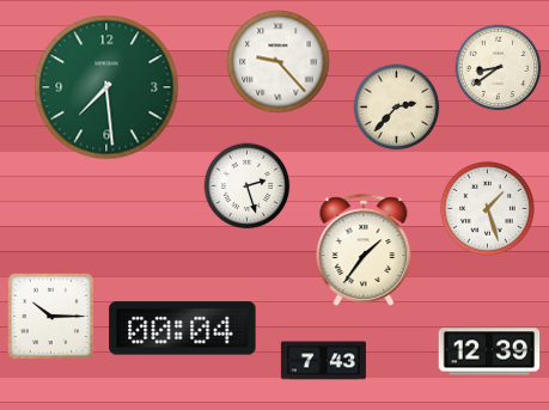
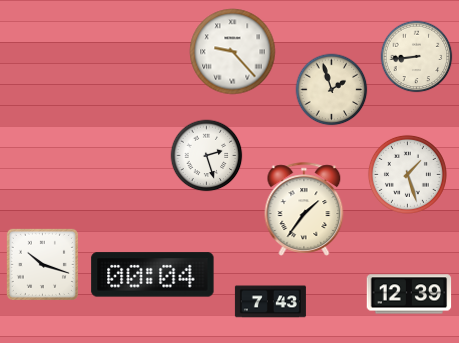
clock at (499, 68): 8:39 -> 8:44
clock at (106, 87): 7:29 -> none
clock at (397, 108): 2:37 -> 1:57
clock at (50, 316): 10:15 -> 10:18
